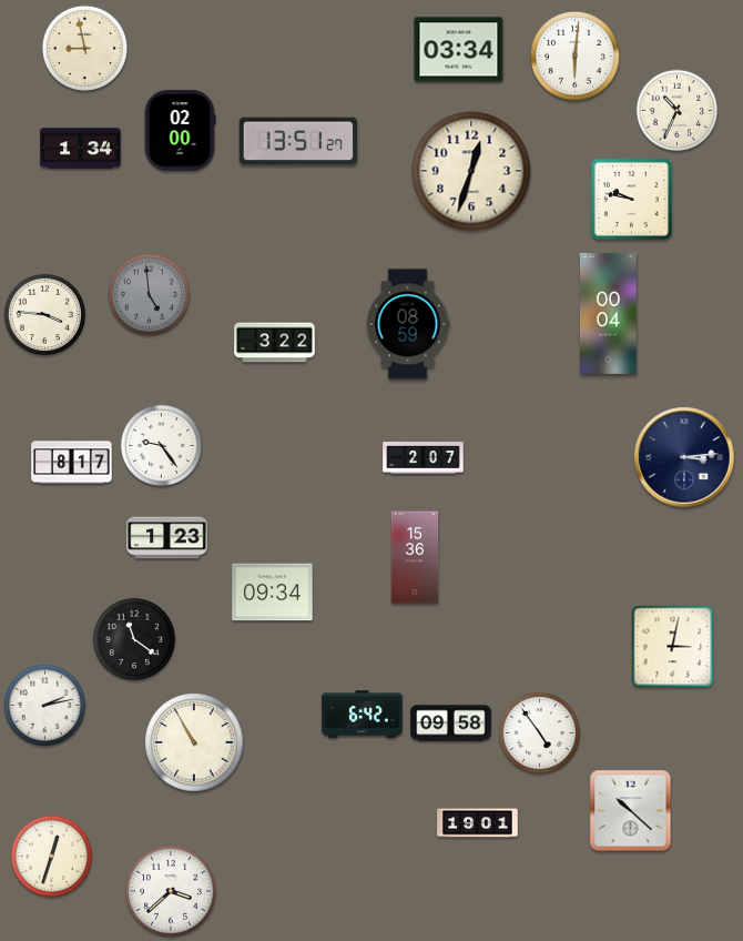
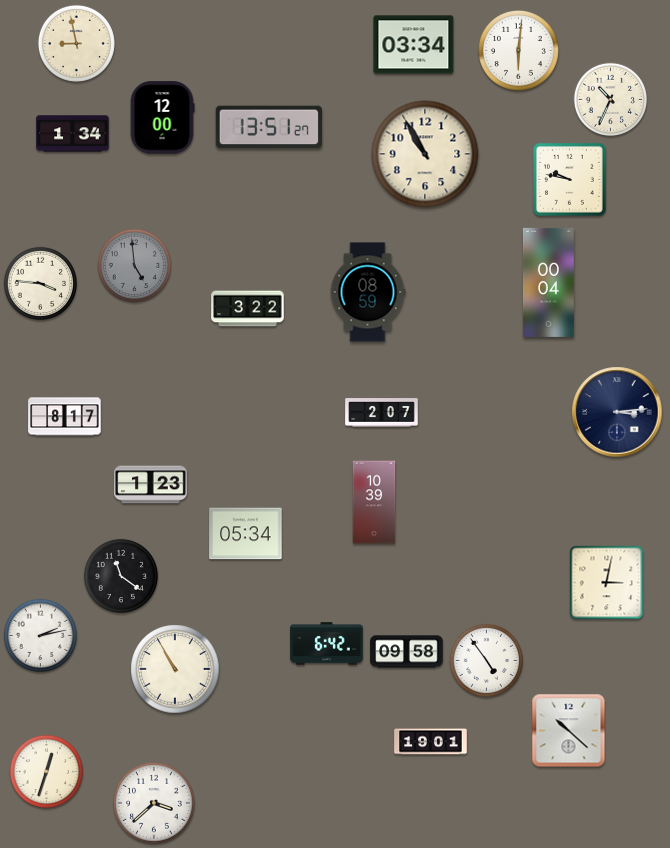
clock at (180, 131): 02:00 -> 12:00
clock at (471, 171): 12:33 -> 10:55
clock at (161, 445): 9:24 -> none
clock at (415, 557): 15:36 -> 10:39
clock at (273, 593): 09:34 -> 05:34
